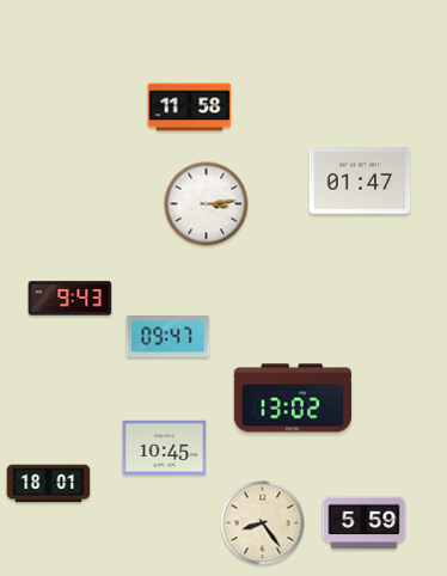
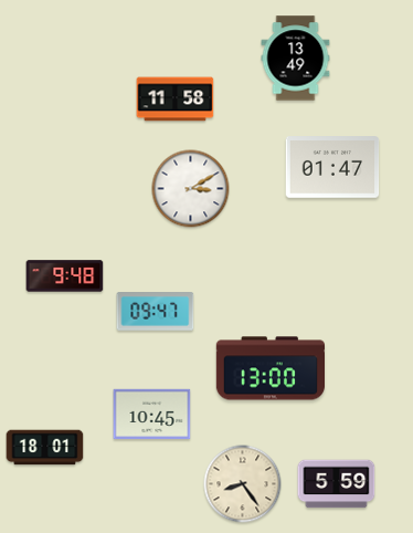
clock at (296, 59): none -> 13:49
clock at (207, 204): 3:14 -> 3:10
clock at (71, 299): 9:43 -> 9:48
clock at (292, 398): 13:02 -> 13:00
